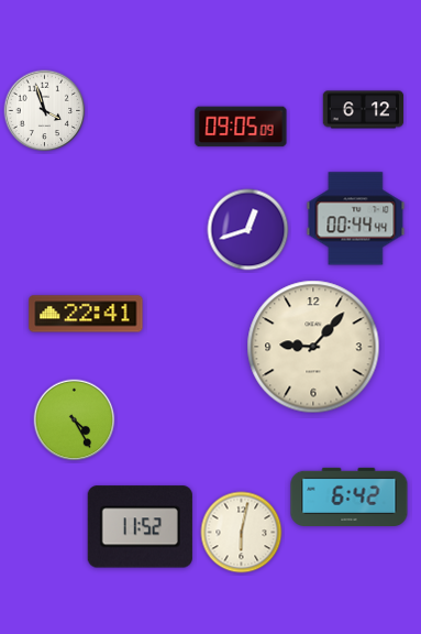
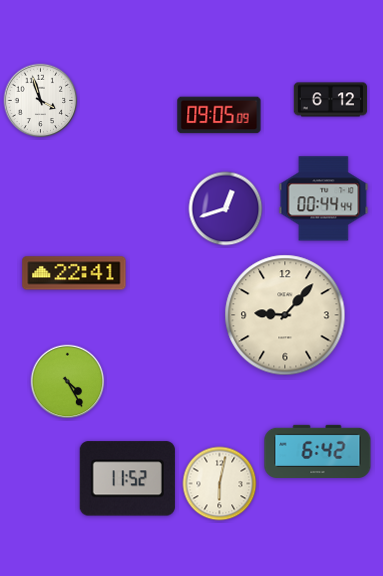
clock at (86, 314) position: (86, 314) -> (74, 273)
